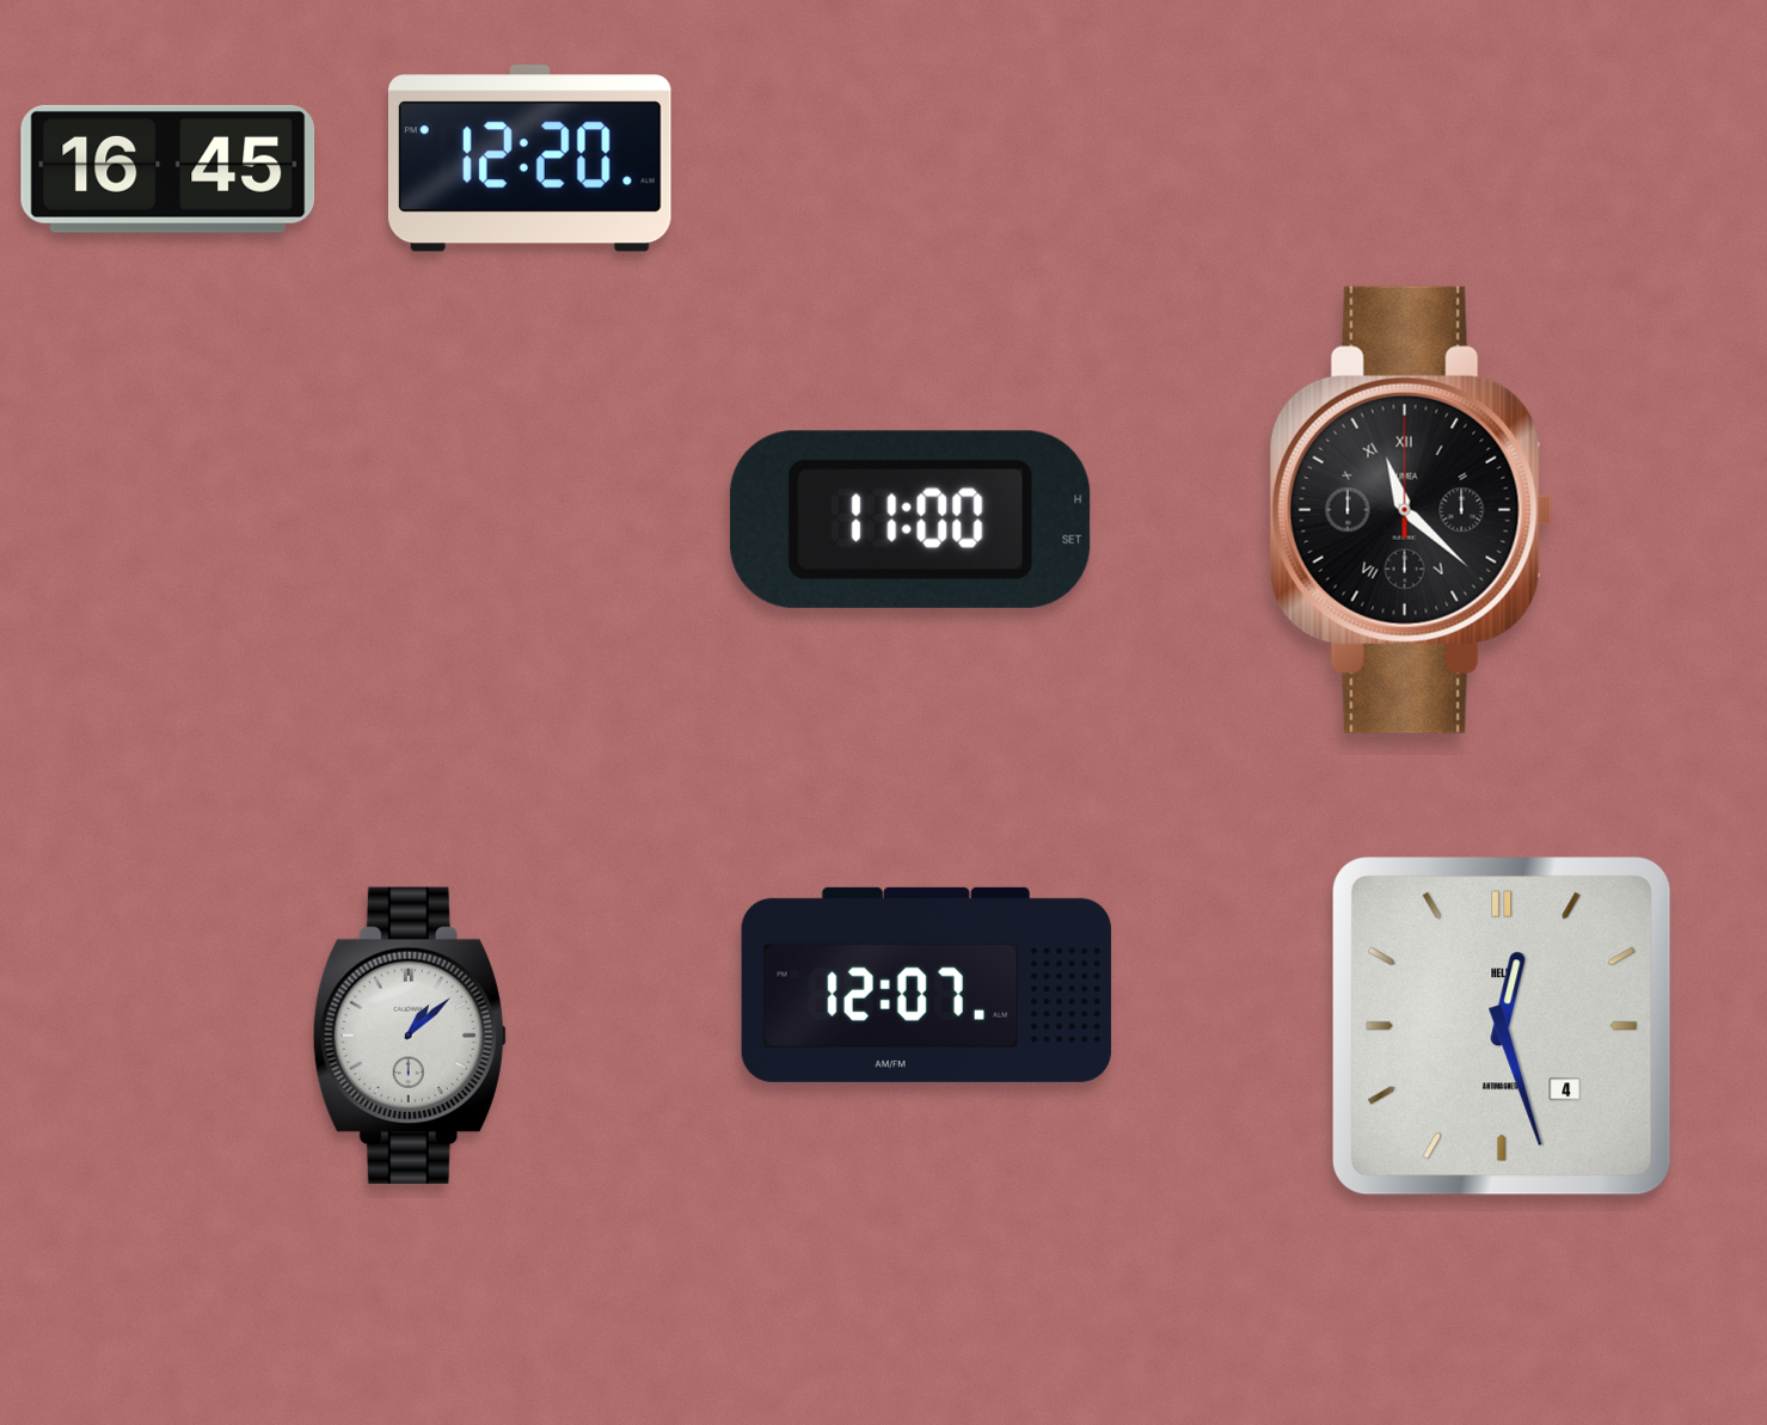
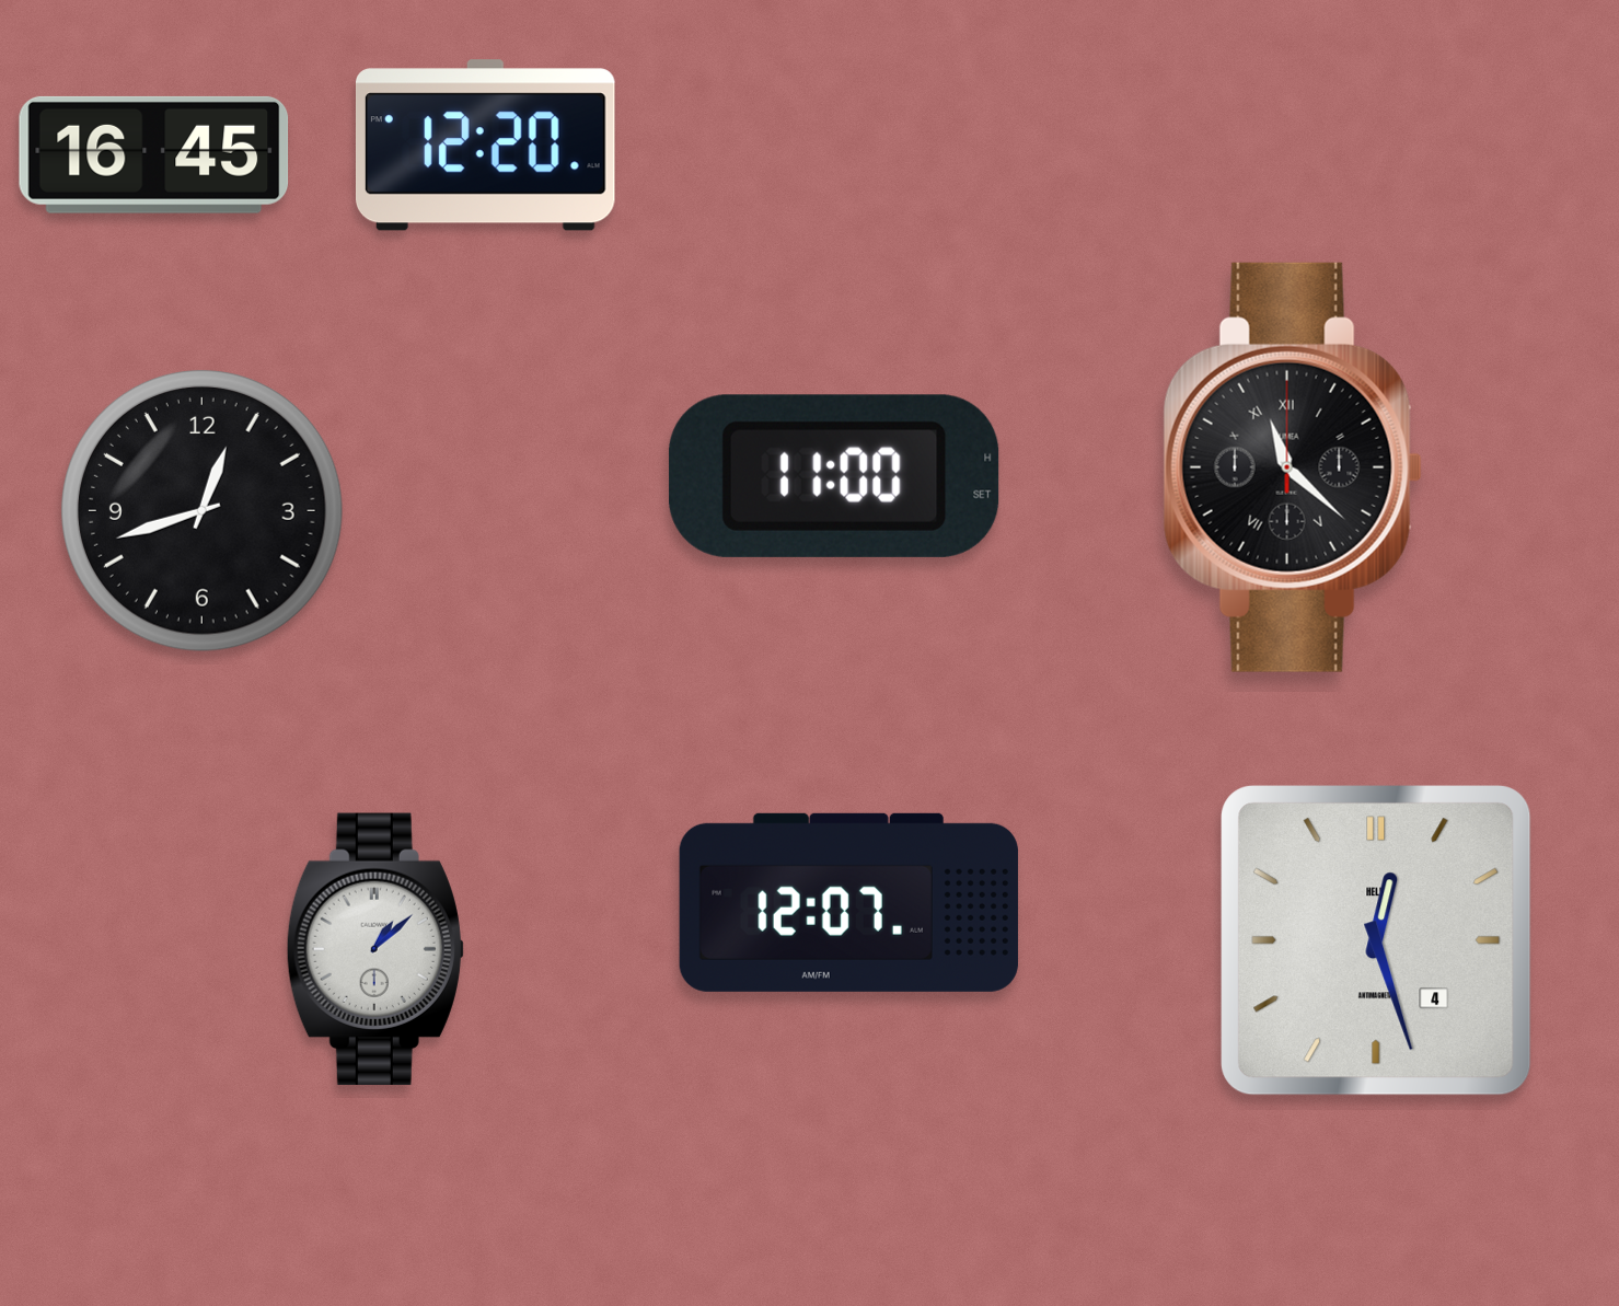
clock at (201, 510): none -> 12:42
